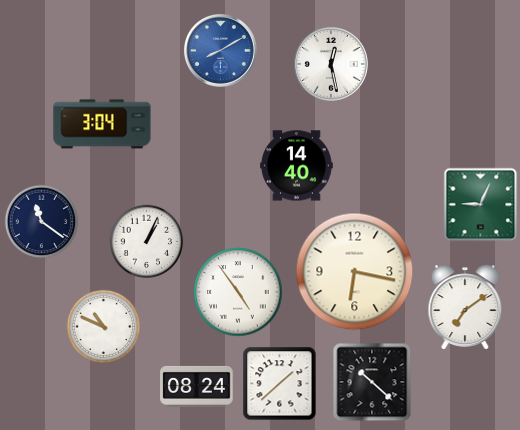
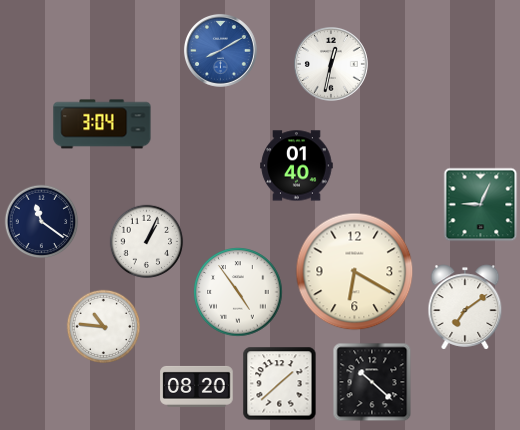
clock at (332, 65): 12:28 -> 12:32
clock at (297, 166): 14:40 -> 01:40
clock at (355, 272): 6:17 -> 6:20
clock at (104, 327): 10:49 -> 10:46
clock at (197, 386): 08:24 -> 08:20
